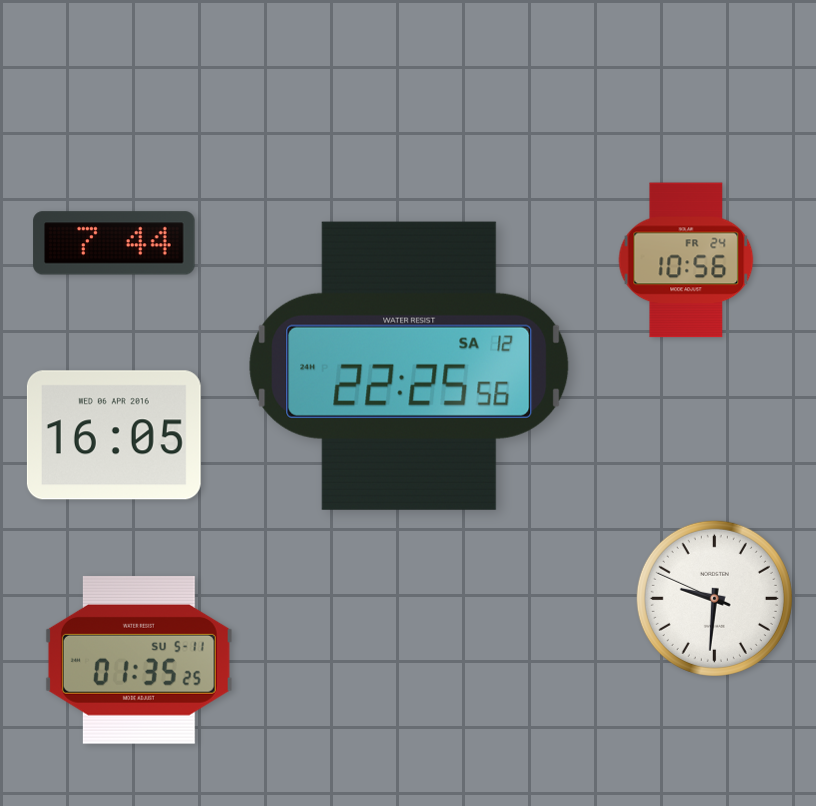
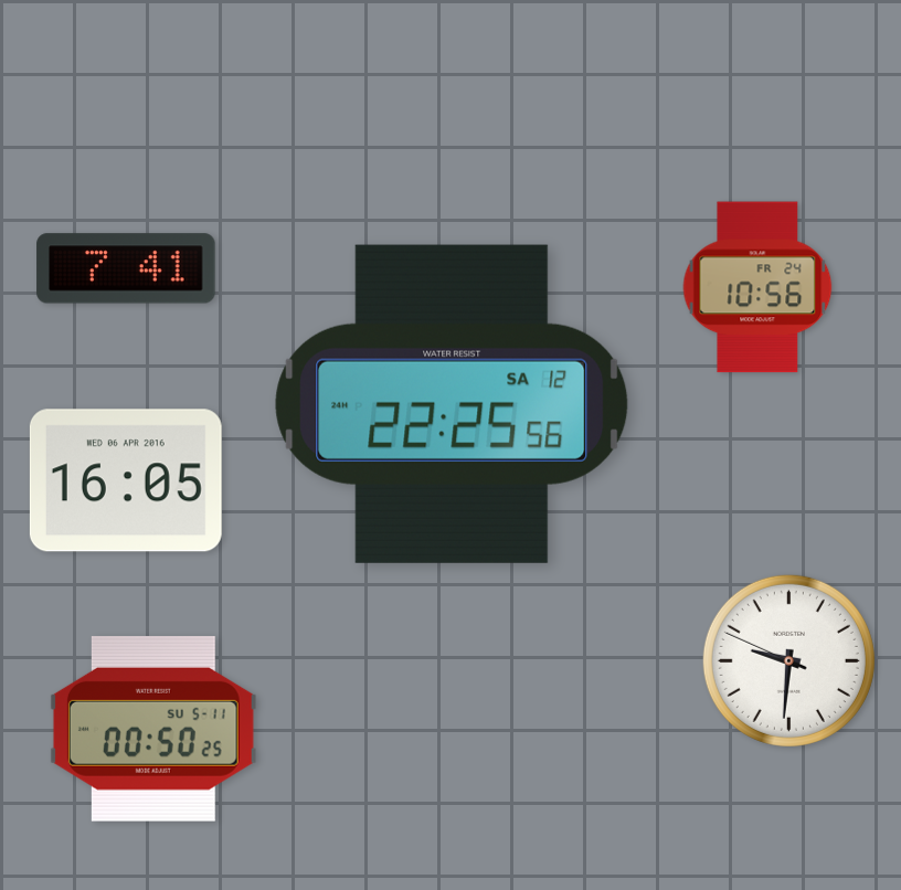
clock at (114, 243): 7:44 -> 7:41
clock at (139, 660): 01:35 -> 00:50
